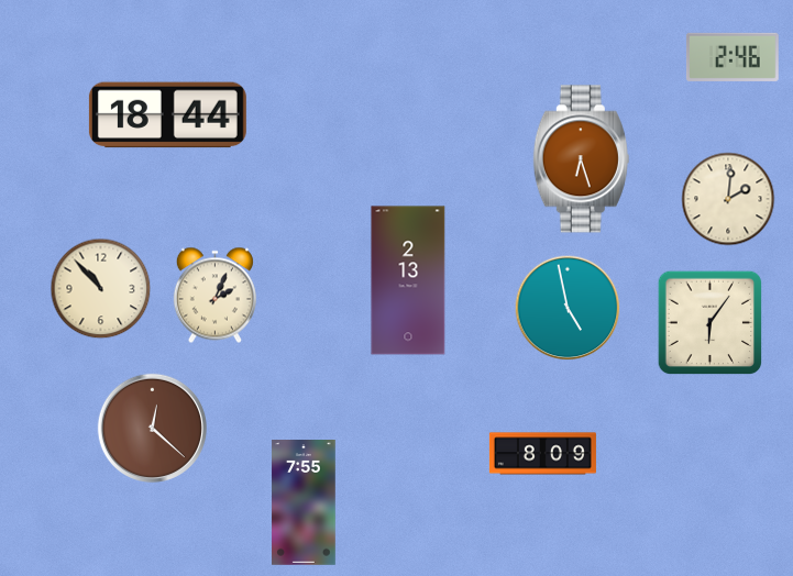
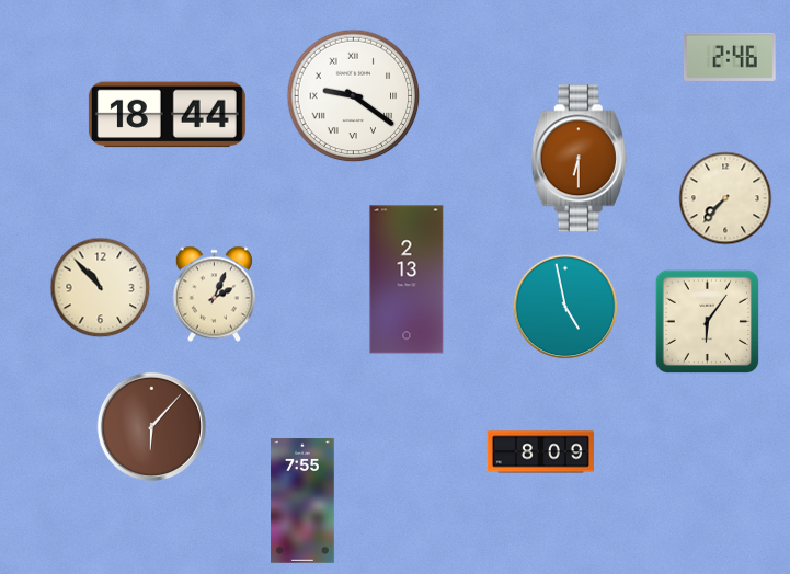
clock at (354, 96): none -> 9:21
clock at (581, 159): 6:27 -> 6:30
clock at (728, 199): 2:01 -> 7:37
clock at (152, 428): 12:22 -> 6:07
